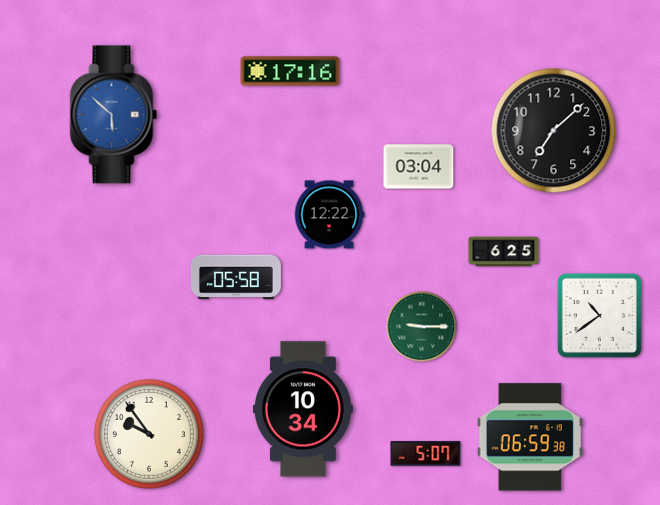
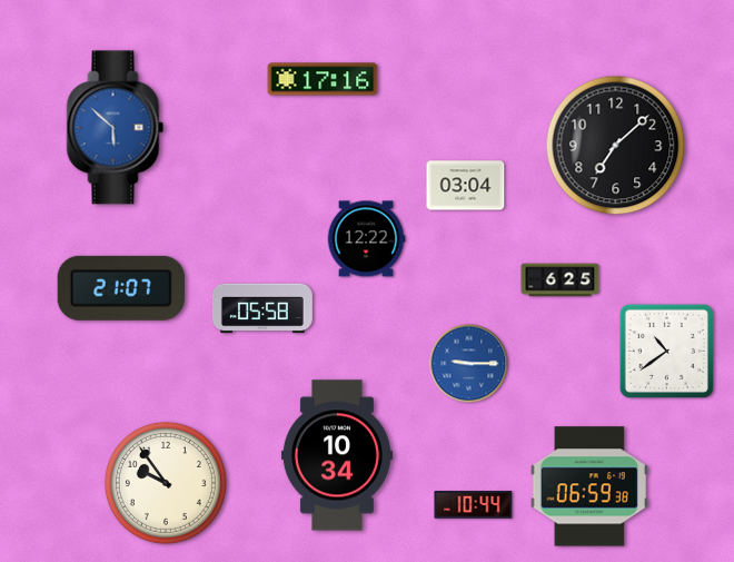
clock at (114, 115) position: (114, 115) -> (116, 128)
clock at (120, 288): none -> 21:07
clock at (422, 327) dial: green -> blue
clock at (426, 454): 5:07 -> 10:44
